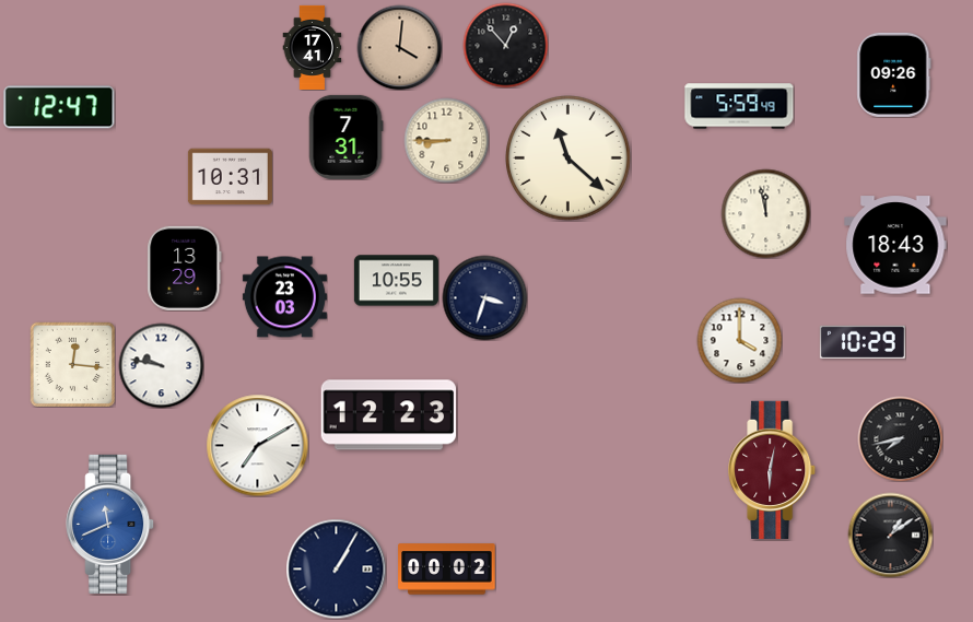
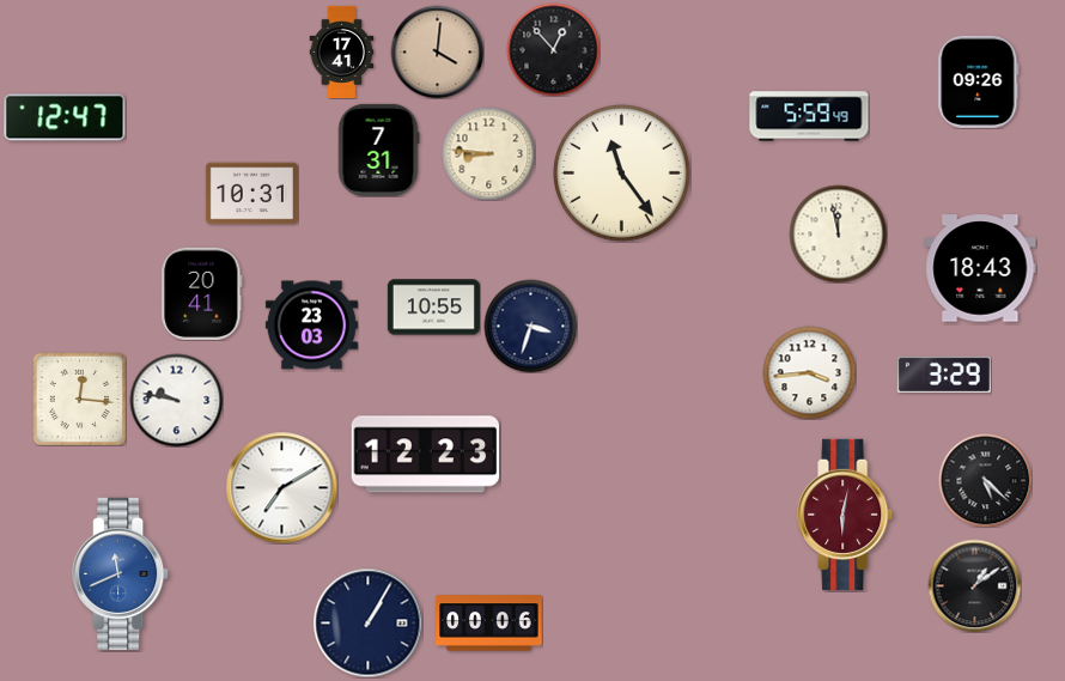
clock at (446, 140): 8:45 -> 8:46
clock at (568, 159): 11:22 -> 11:24
clock at (185, 268): 13:29 -> 20:41
clock at (739, 340): 4:00 -> 3:44
clock at (863, 342): 10:29 -> 3:29
clock at (900, 438): 7:43 -> 5:22
clock at (447, 570): 00:02 -> 00:06
